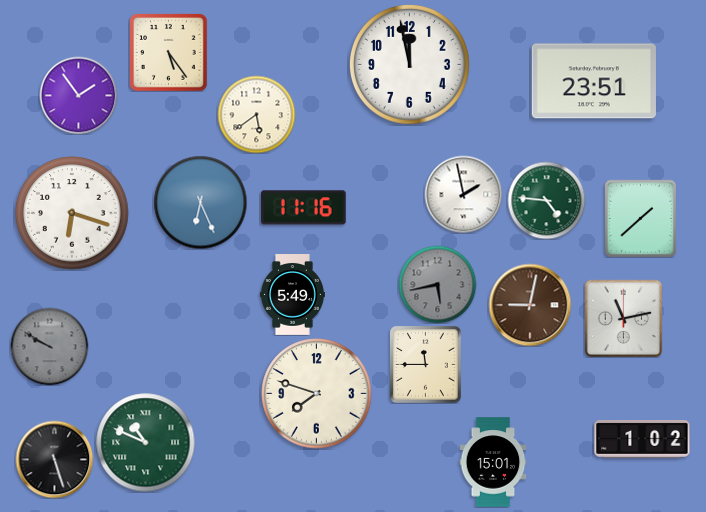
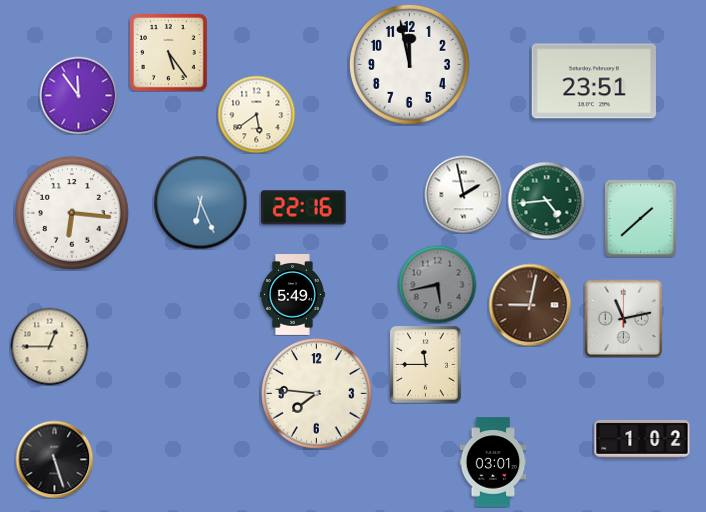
clock at (78, 95): 1:54 -> 11:54
clock at (546, 200): 4:46 -> 4:44
clock at (304, 208): 11:16 -> 22:16
clock at (72, 213): 6:18 -> 6:16
clock at (49, 346): 9:50 -> 12:45
clock at (49, 346) dial: grey -> cream
clock at (317, 394): 7:48 -> 7:46
clock at (146, 443): 10:49 -> none
clock at (493, 462): 15:01 -> 03:01
